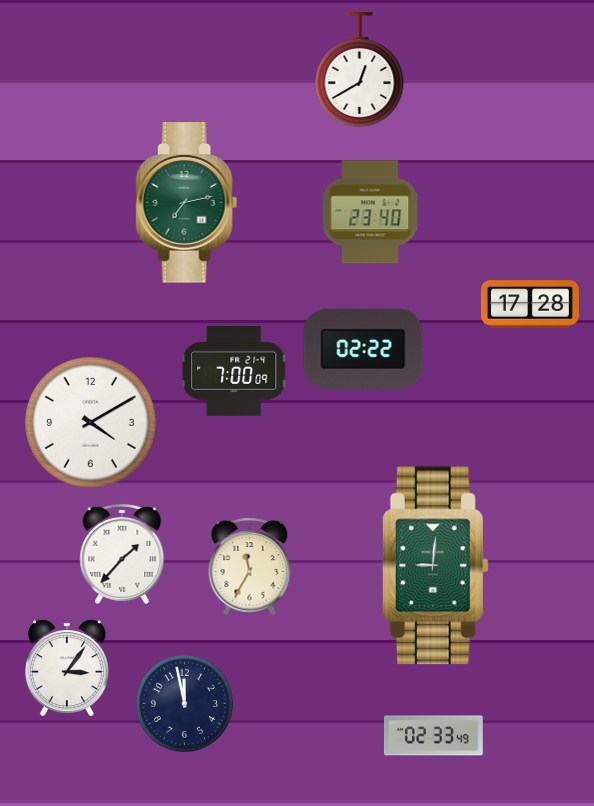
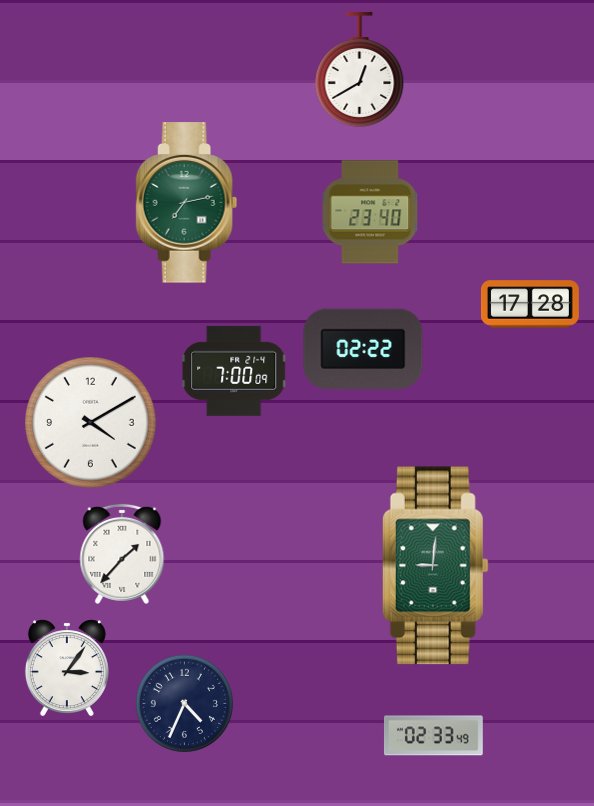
clock at (250, 567): 11:35 -> none
clock at (184, 703): 11:58 -> 4:34
